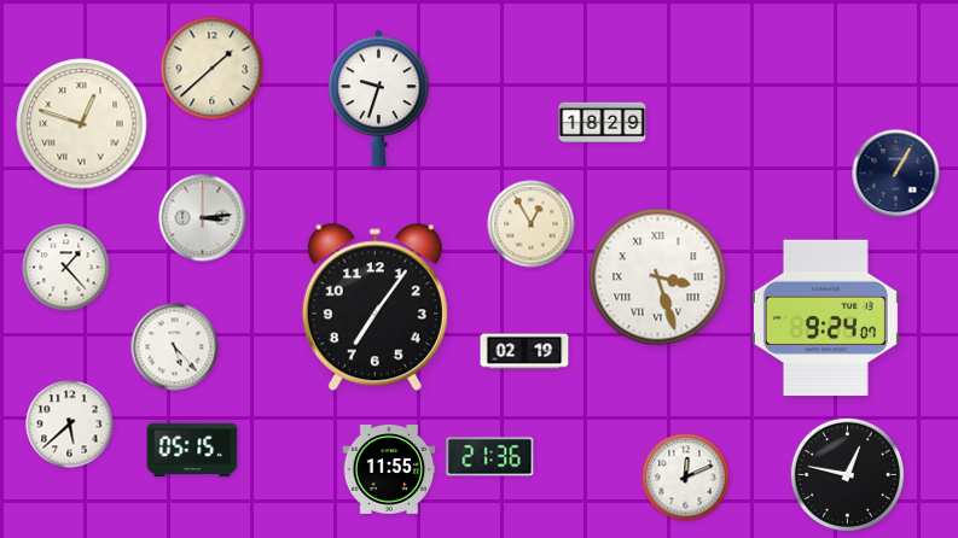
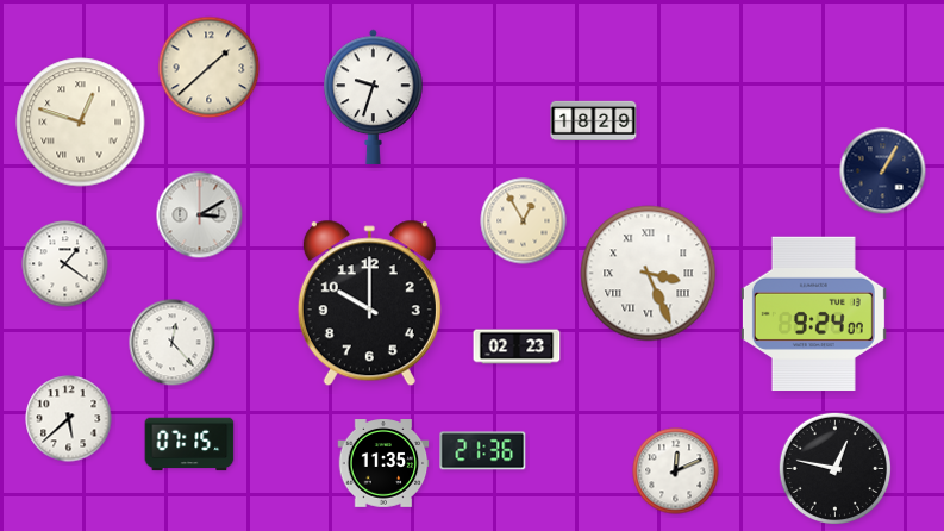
clock at (203, 218): 3:14 -> 3:10
clock at (66, 268): 1:23 -> 1:21
clock at (658, 277): 3:27 -> 3:26
clock at (375, 308): 7:06 -> 10:00
clock at (175, 347): 5:23 -> 12:23
clock at (524, 351): 02:19 -> 02:23
clock at (192, 450): 05:15 -> 07:15
clock at (389, 470): 11:55 -> 11:35
